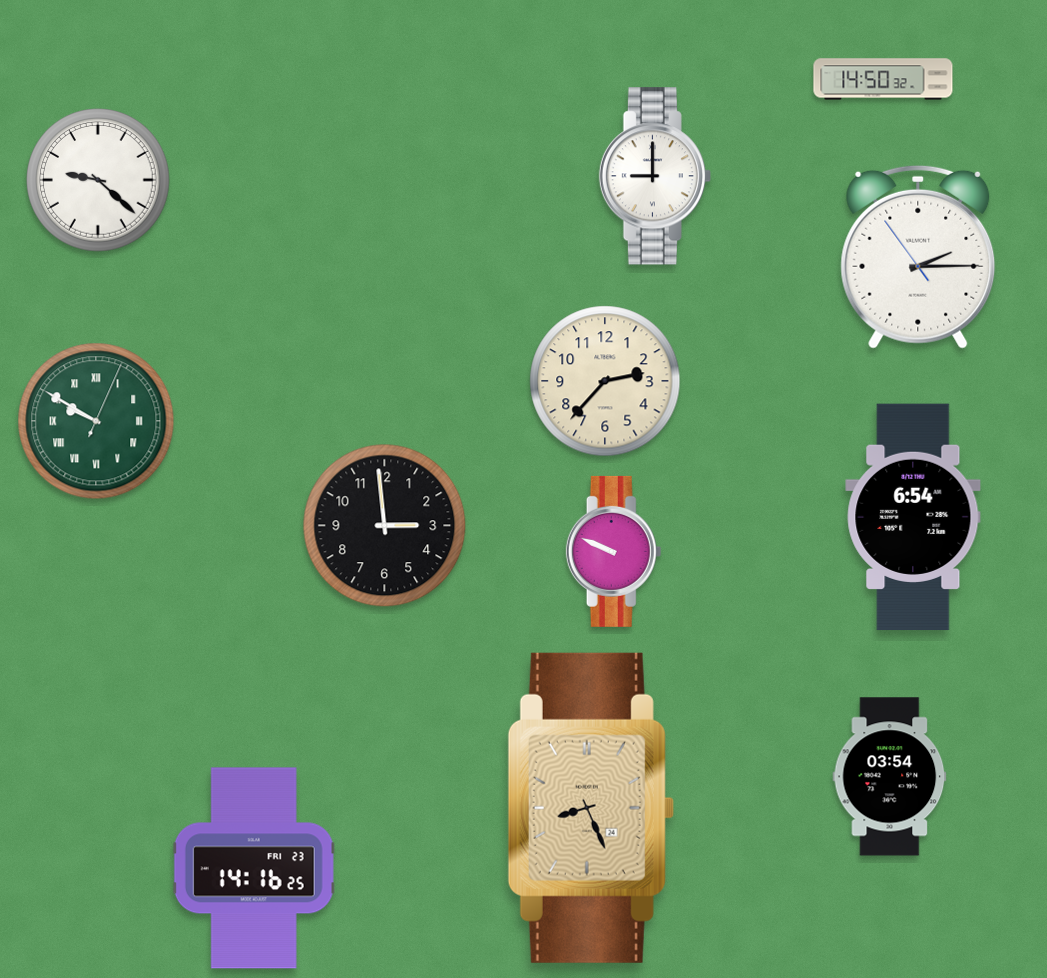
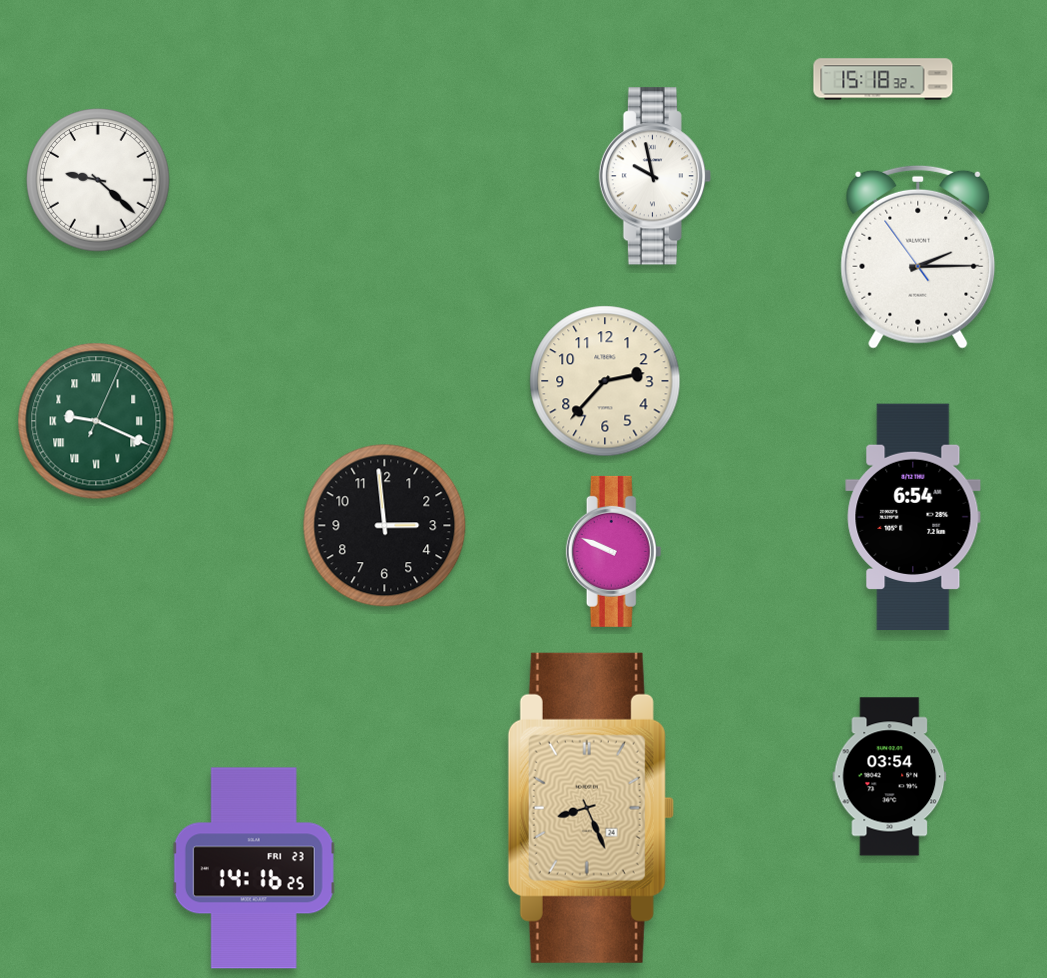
clock at (883, 79): 14:50 -> 15:18
clock at (654, 176): 9:00 -> 9:58
clock at (96, 421): 9:50 -> 9:19
